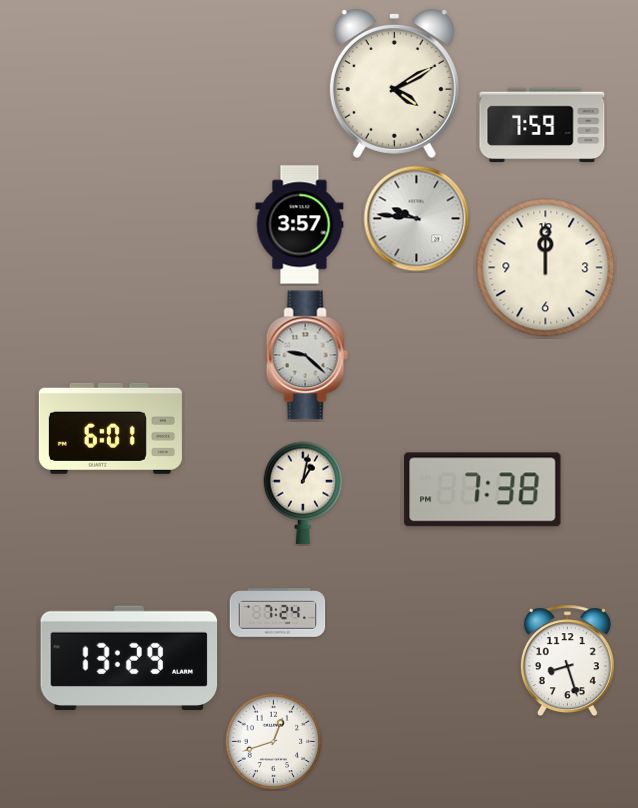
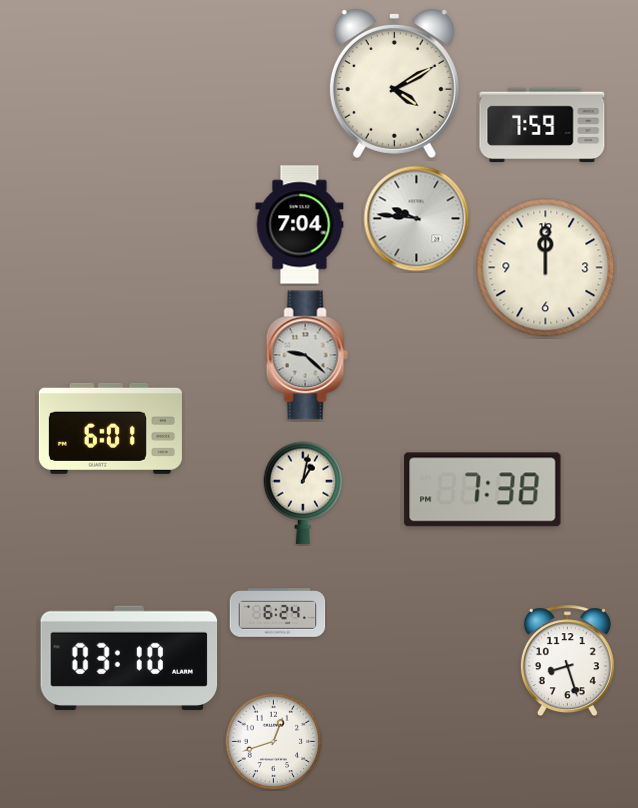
clock at (300, 225): 3:57 -> 7:04
clock at (278, 613): 7:24 -> 6:24
clock at (129, 657): 13:29 -> 03:10
